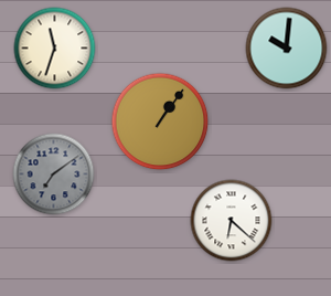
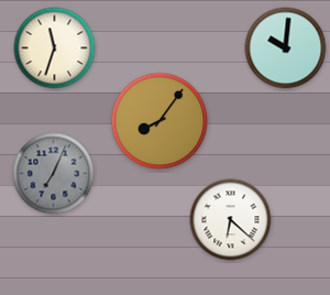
clock at (160, 121): 1:06 -> 8:06
clock at (54, 175): 7:09 -> 7:04
